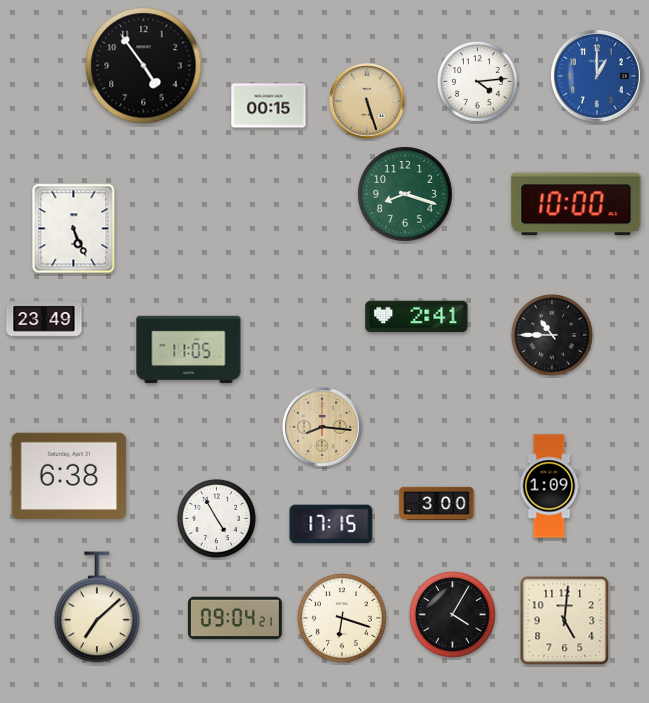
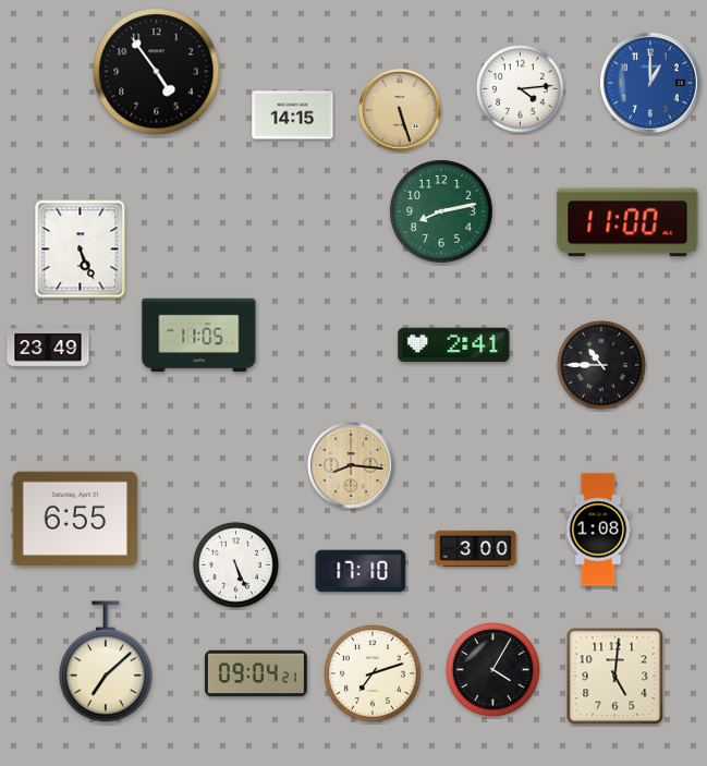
clock at (269, 106): 00:15 -> 14:15
clock at (405, 194): 8:18 -> 8:13
clock at (576, 204): 10:00 -> 11:00
clock at (189, 350) position: (189, 350) -> (199, 336)
clock at (69, 476): 6:38 -> 6:55
clock at (549, 486): 1:09 -> 1:08
clock at (216, 518): 4:55 -> 5:26
clock at (331, 524): 17:15 -> 17:10
clock at (343, 619): 6:18 -> 7:12
